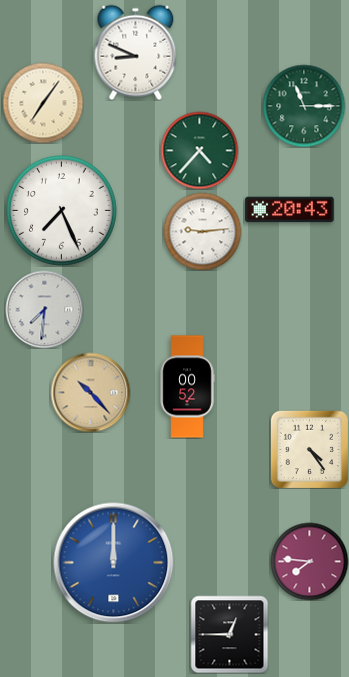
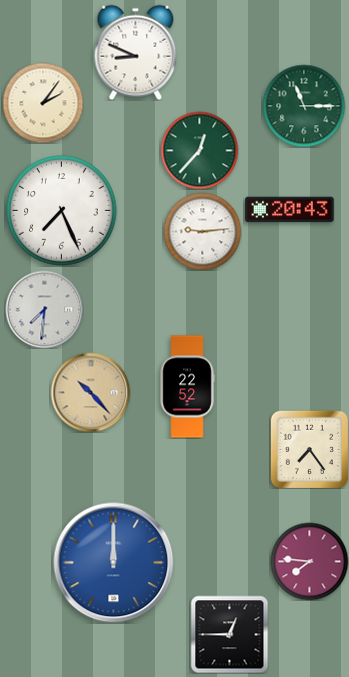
clock at (43, 103): 7:06 -> 2:06
clock at (199, 150): 4:37 -> 12:37
clock at (187, 387): 00:52 -> 22:52
clock at (309, 449): 4:24 -> 7:24
